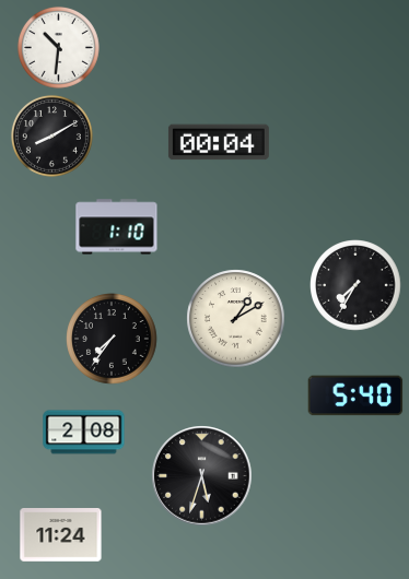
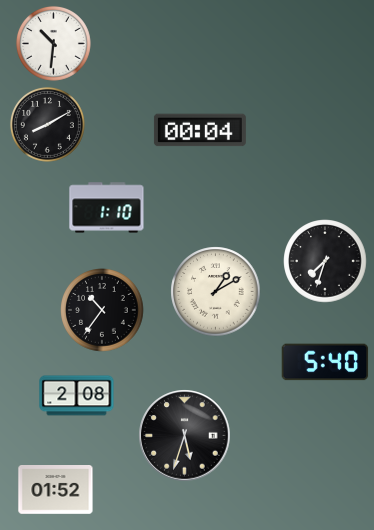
clock at (355, 285): 7:35 -> 7:33
clock at (112, 339): 7:36 -> 10:36
clock at (61, 535): 11:24 -> 01:52
